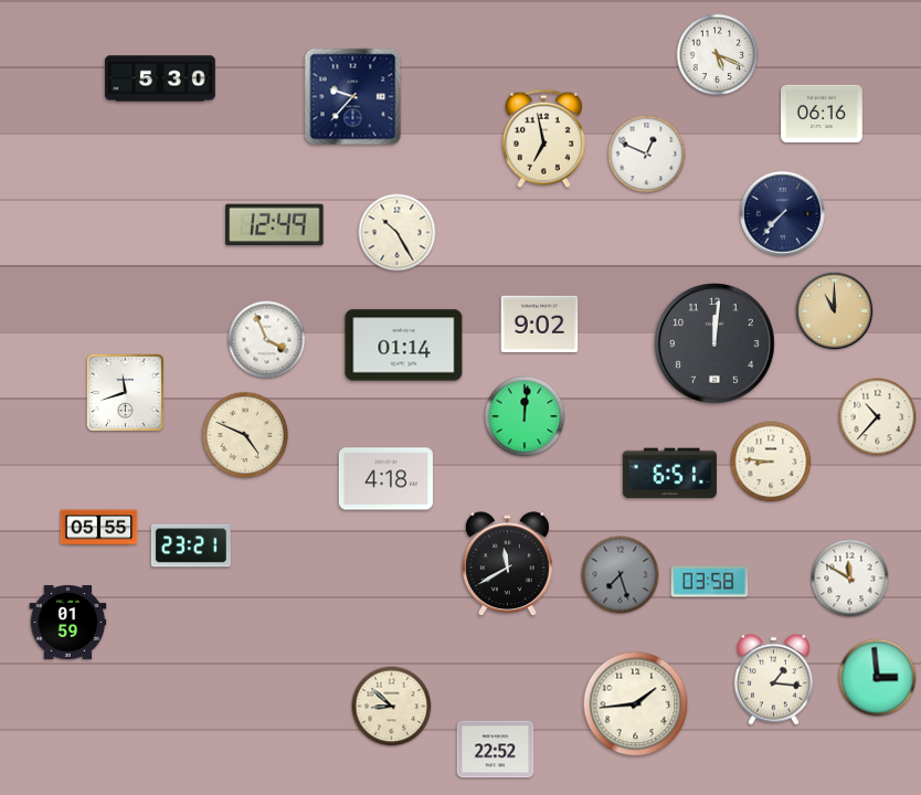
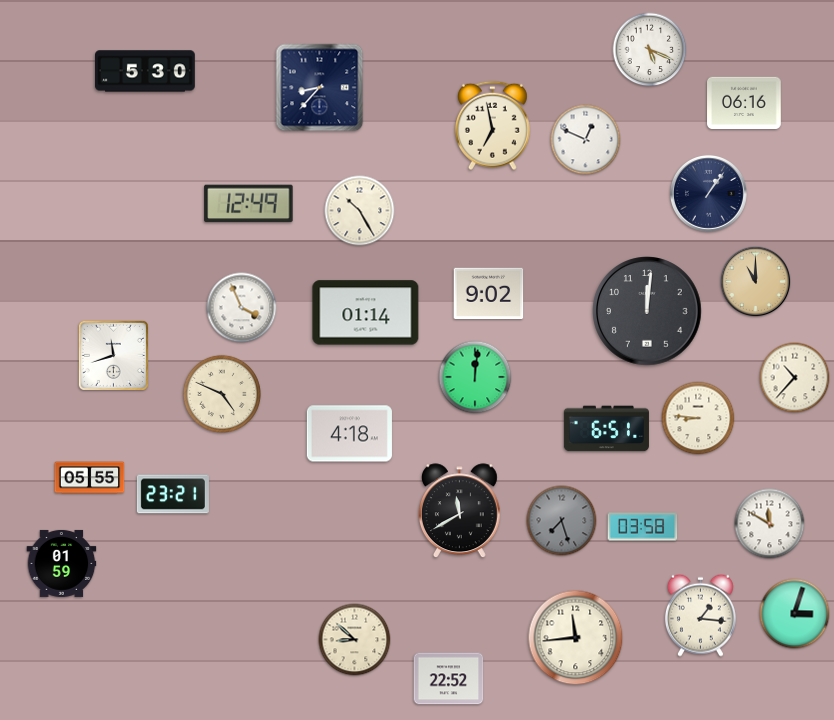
clock at (353, 97): 9:37 -> 8:37
clock at (783, 214): 7:37 -> 1:06
clock at (878, 678): 2:59 -> 3:03
clock at (636, 704): 1:44 -> 11:44
